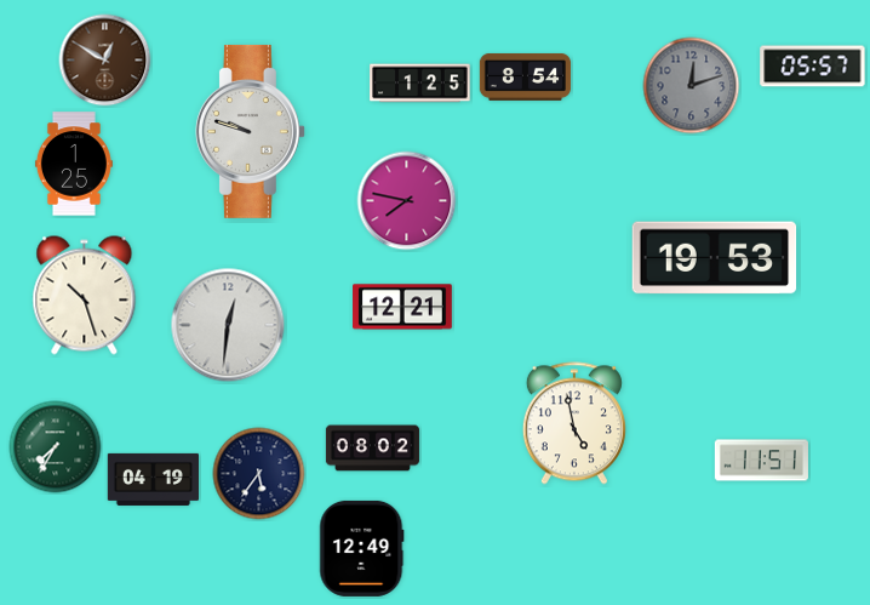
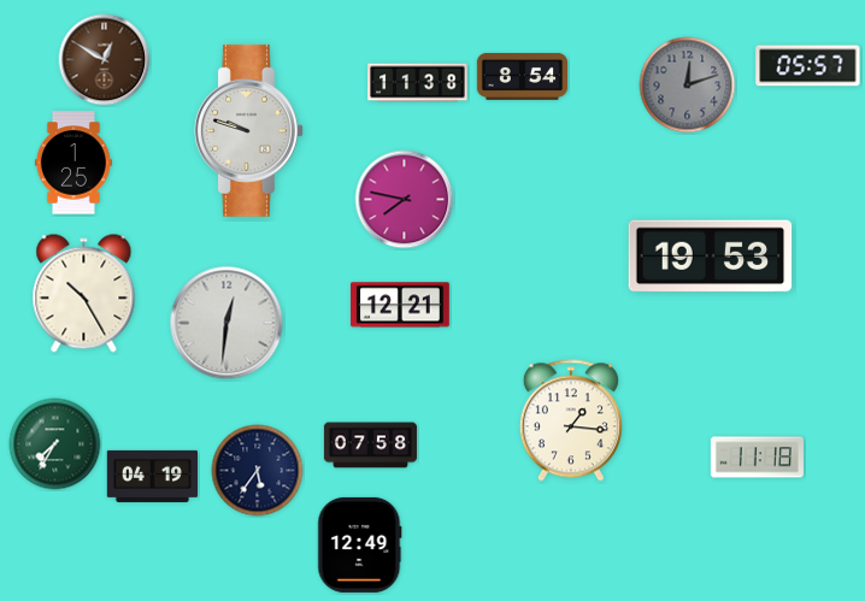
clock at (420, 84): 1:25 -> 11:38
clock at (85, 296): 10:27 -> 10:25
clock at (574, 423): 4:58 -> 1:16
clock at (372, 449): 08:02 -> 07:58
clock at (761, 461): 11:51 -> 11:18
